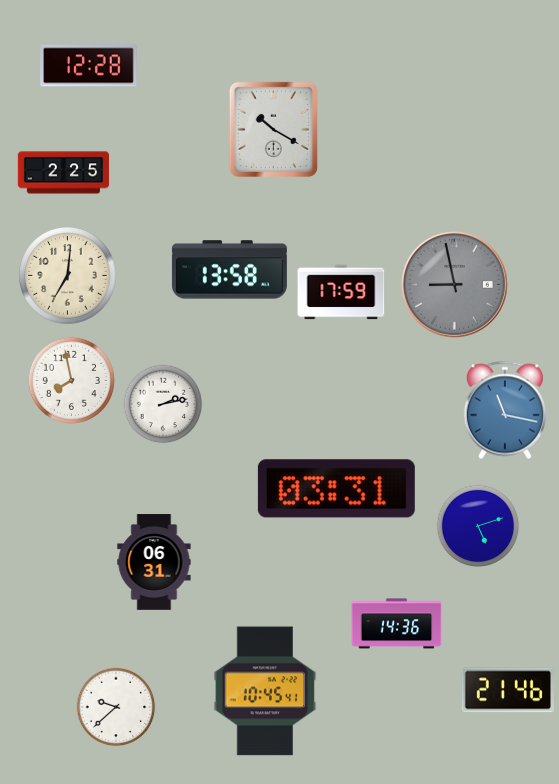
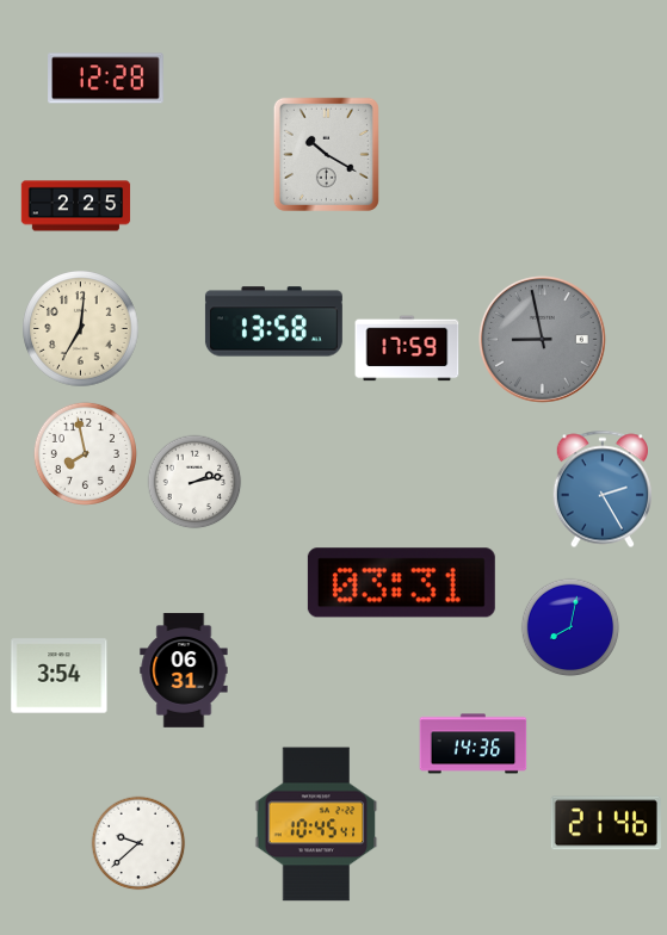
clock at (505, 410): 11:17 -> 2:25
clock at (478, 526): 5:12 -> 8:02
clock at (60, 676): none -> 3:54
